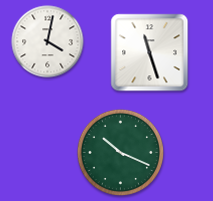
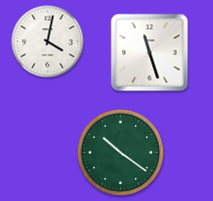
clock at (121, 153): 10:19 -> 10:21
